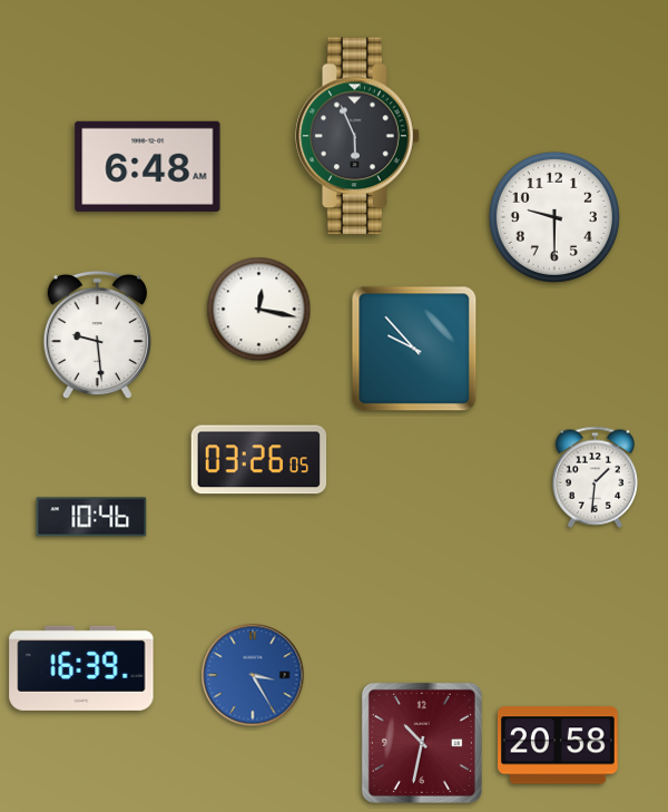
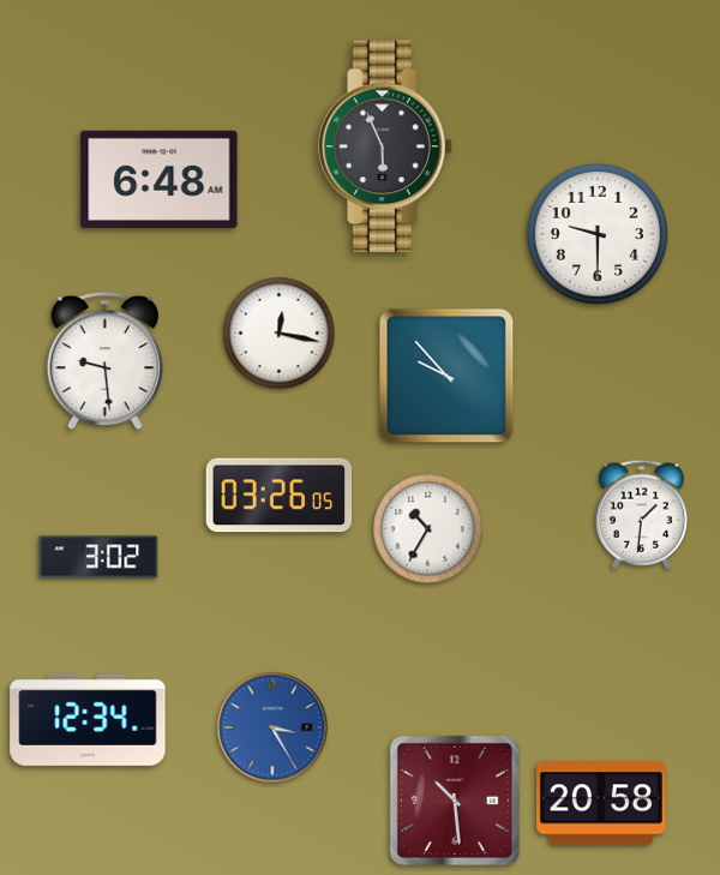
clock at (428, 529): none -> 10:35
clock at (91, 517): 10:46 -> 3:02
clock at (81, 668): 16:39 -> 12:34
clock at (422, 743): 10:32 -> 10:29
